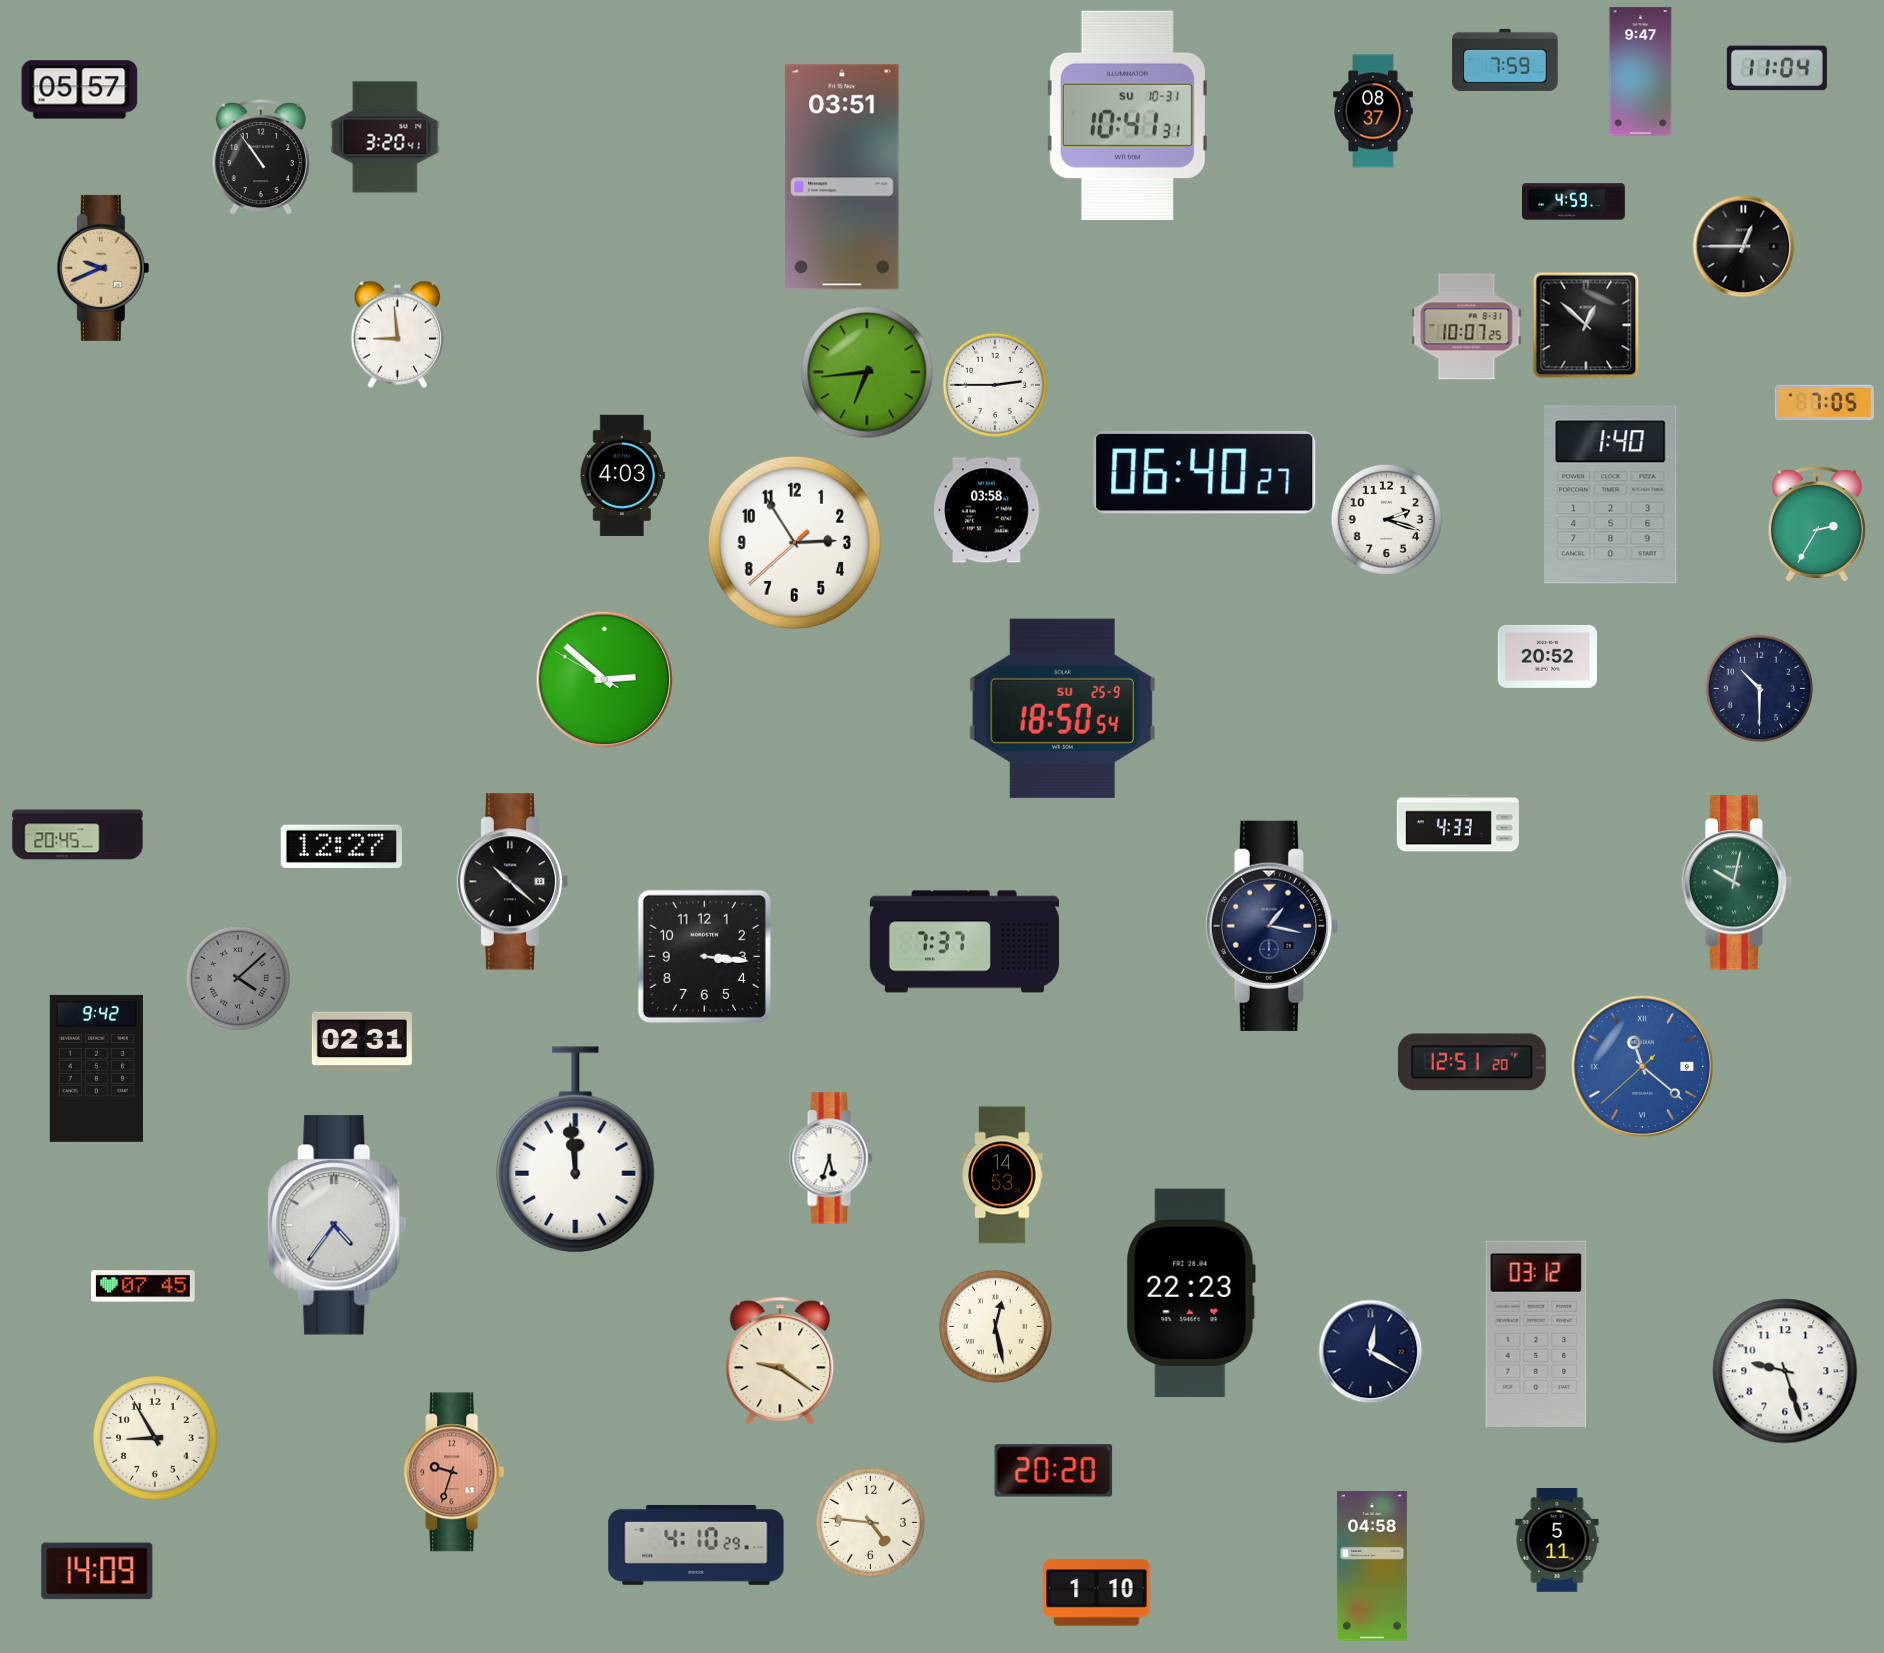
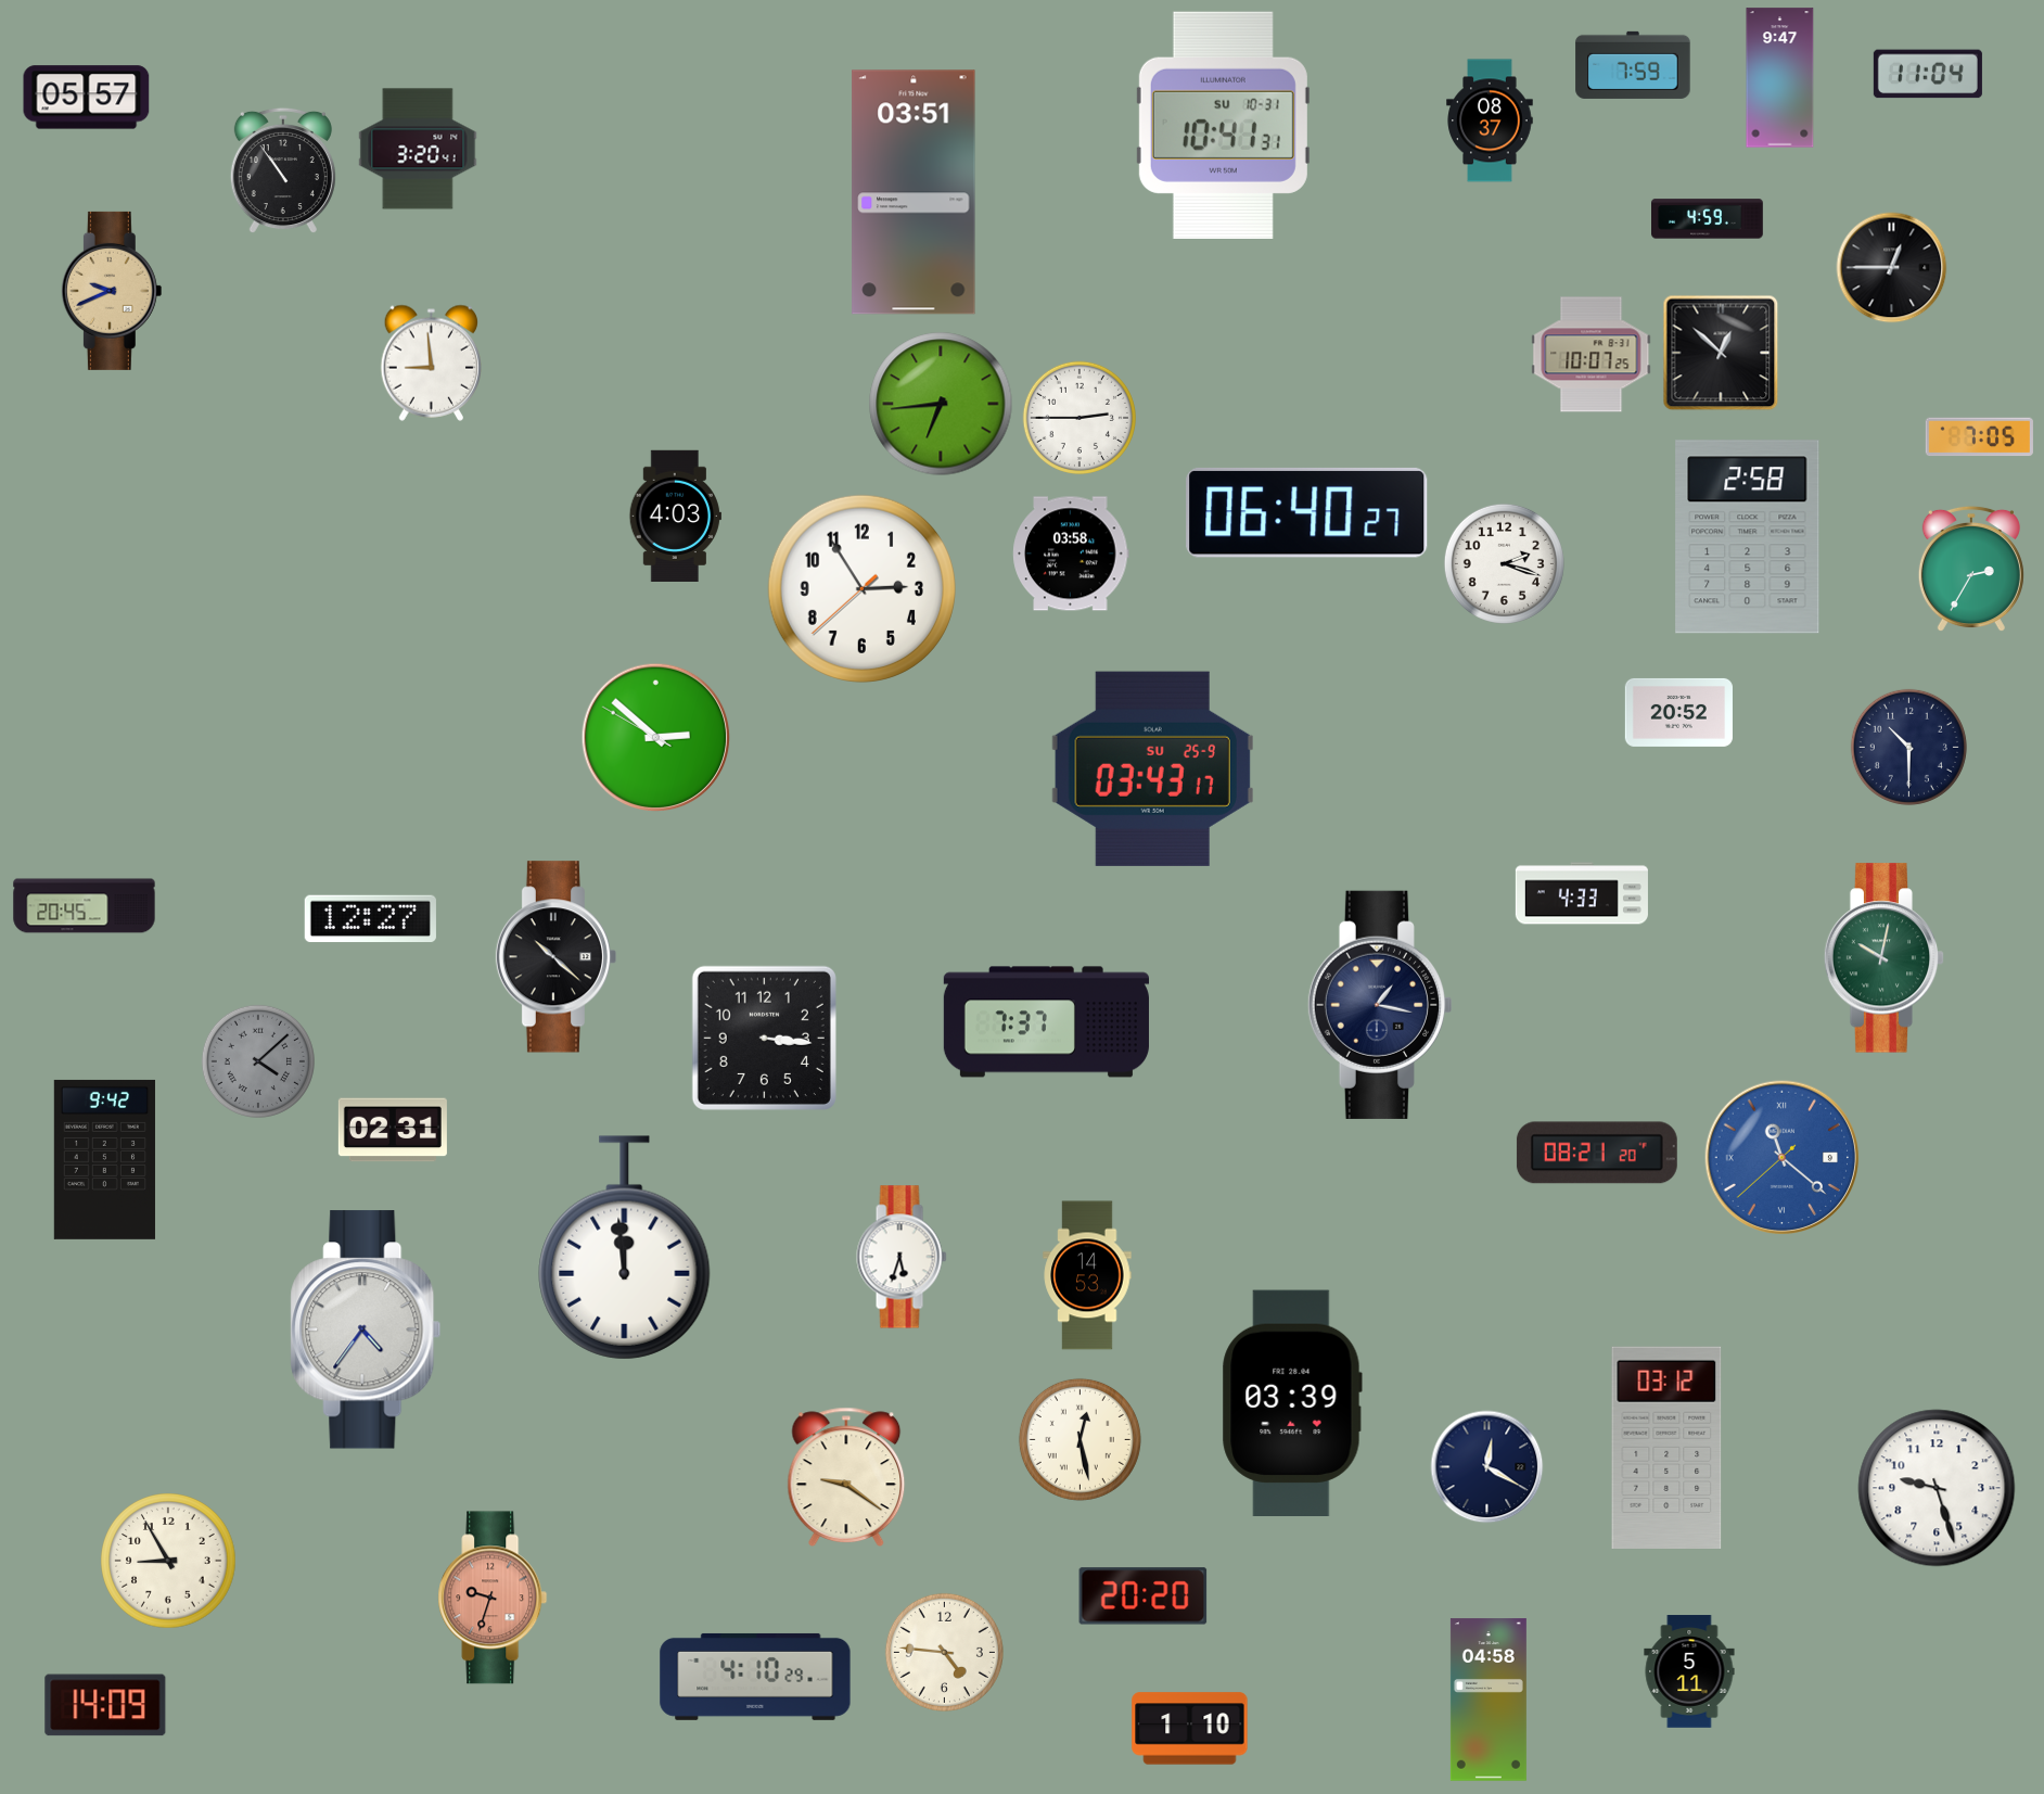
clock at (1611, 495): 1:40 -> 2:58
clock at (1062, 708): 18:50 -> 03:43
clock at (1472, 1062): 12:51 -> 08:21
clock at (143, 1286): 07:45 -> none
clock at (1191, 1292): 22:23 -> 03:39
